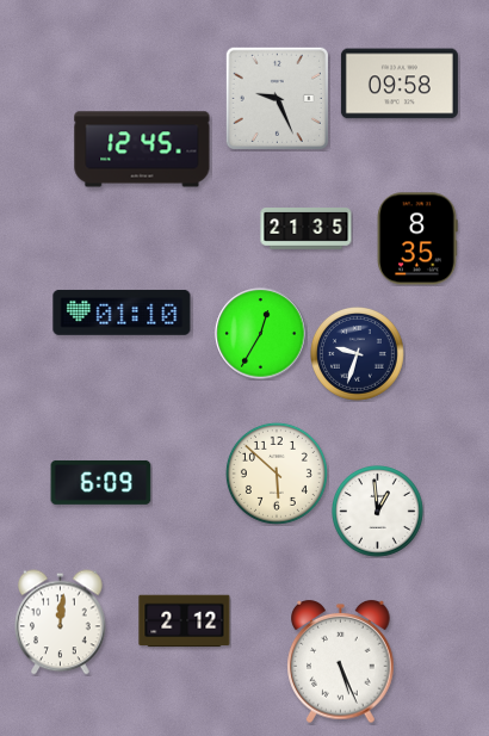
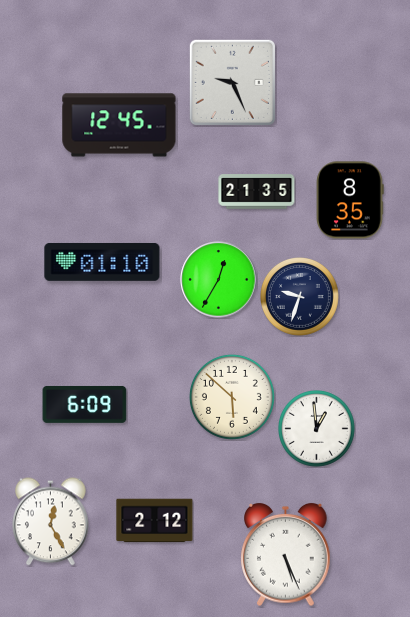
clock at (400, 84): 09:58 -> none
clock at (61, 623): 12:01 -> 12:25
